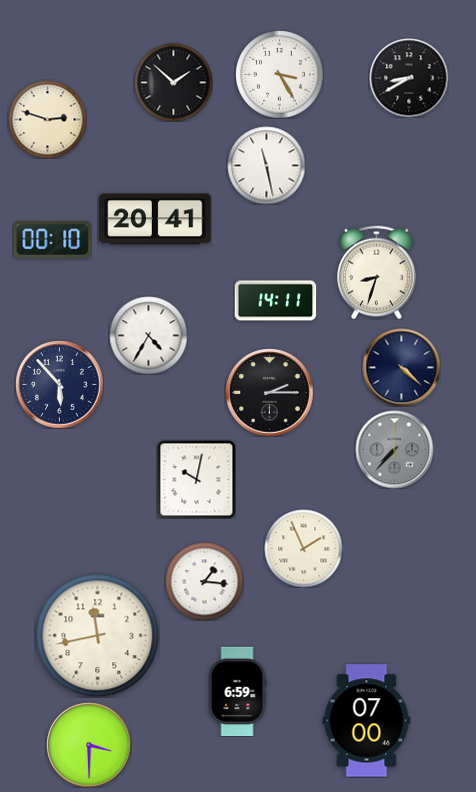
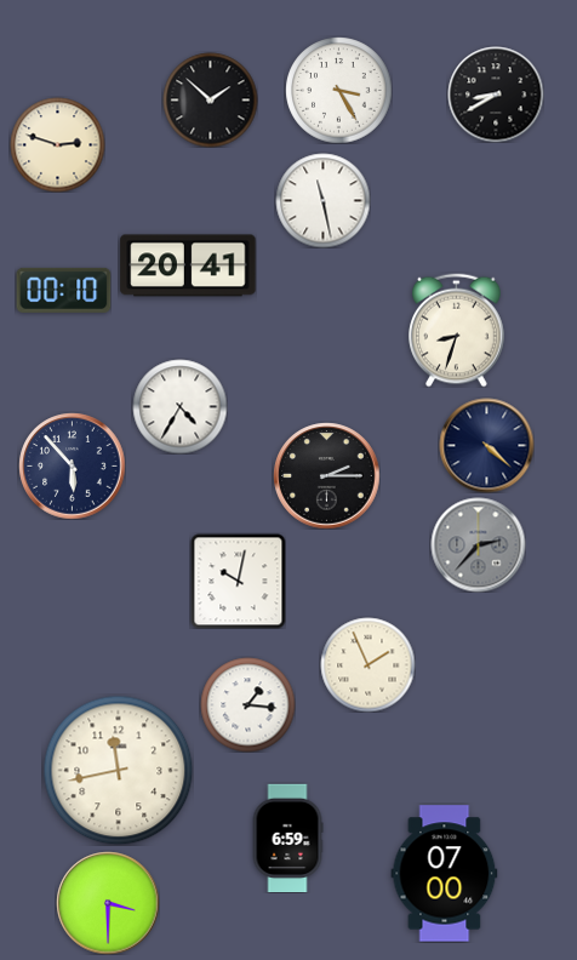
clock at (275, 301): 14:11 -> none
clock at (394, 449): 7:37 -> 2:37
